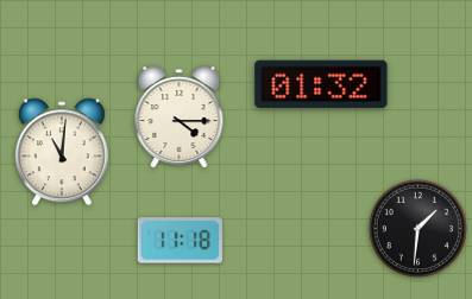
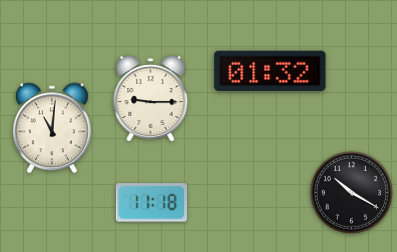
clock at (180, 117): 4:15 -> 9:15
clock at (417, 228): 1:31 -> 10:20
